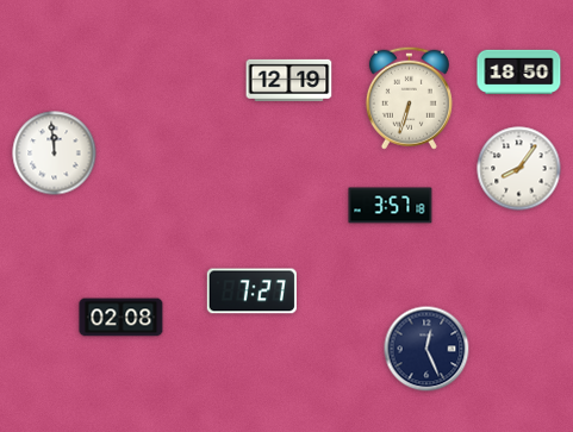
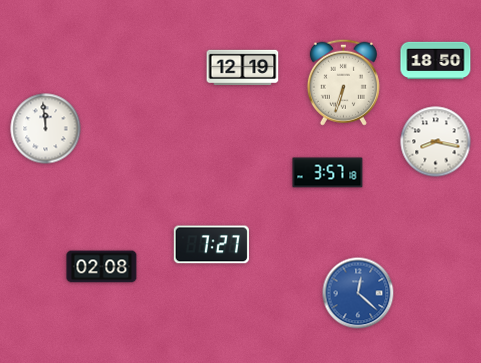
clock at (519, 169): 8:06 -> 8:17
clock at (426, 349): 12:26 -> 12:22
clock at (426, 349) dial: navy -> blue
